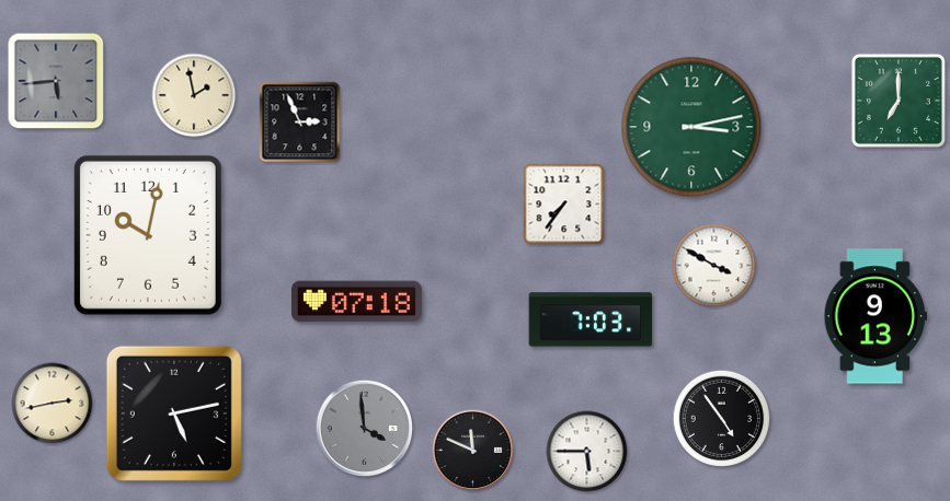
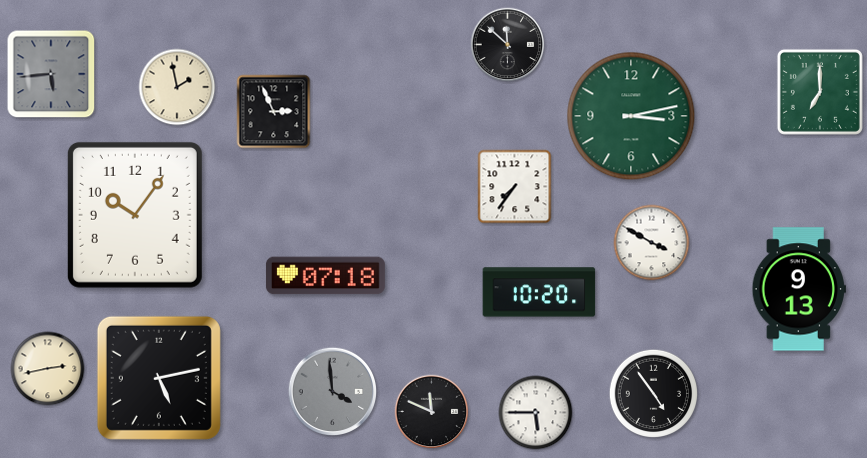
clock at (508, 45): none -> 11:52
clock at (148, 235): 10:02 -> 10:06
clock at (591, 319): 7:03 -> 10:20
clock at (722, 419) position: (722, 419) -> (654, 394)
